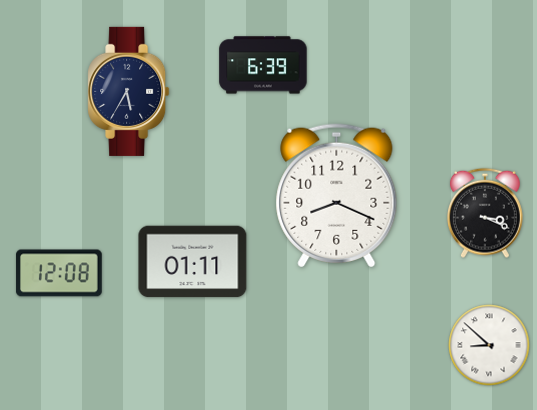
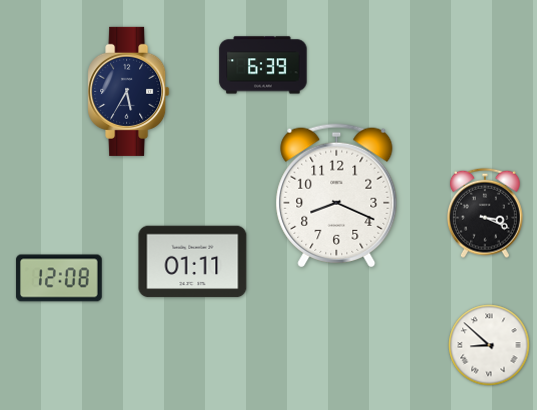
clock at (59, 273) position: (59, 273) -> (59, 278)
